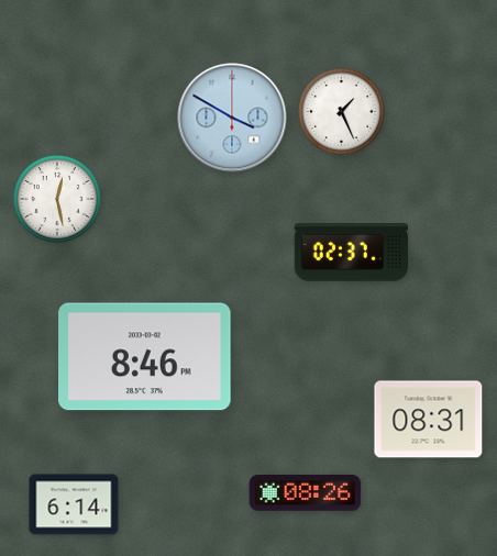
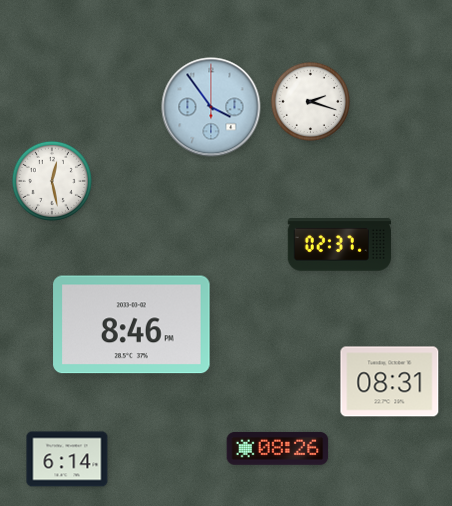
clock at (341, 111): 1:26 -> 2:18
clock at (232, 118): 3:50 -> 3:54
clock at (351, 253) position: (351, 253) -> (339, 245)
